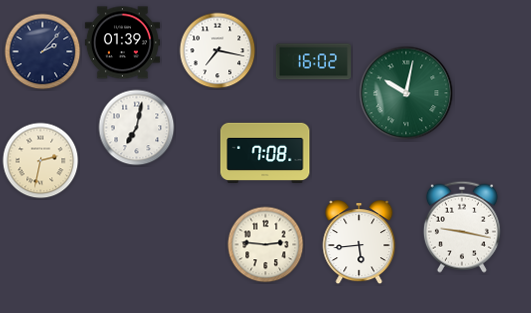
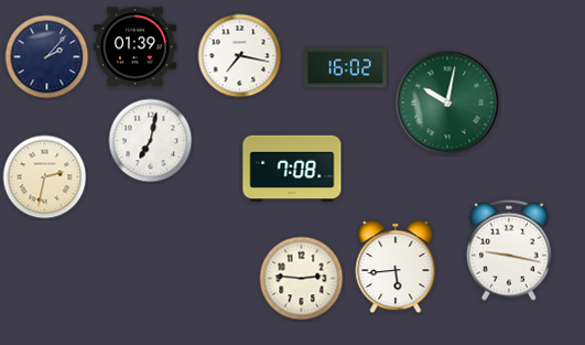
clock at (266, 245) position: (266, 245) -> (302, 279)
